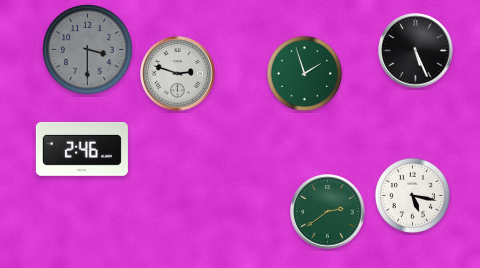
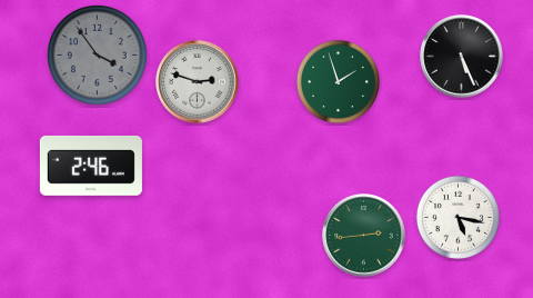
clock at (88, 50): 3:30 -> 3:54
clock at (328, 212): 2:39 -> 2:44
